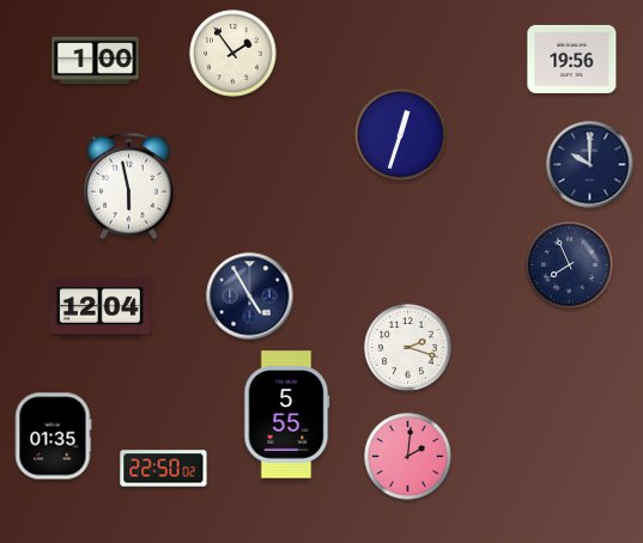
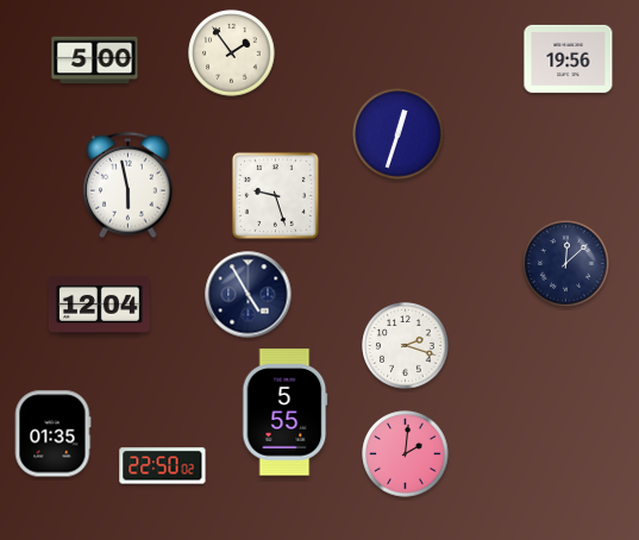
clock at (96, 61): 1:00 -> 5:00
clock at (590, 165): 10:00 -> none
clock at (275, 195): none -> 9:27
clock at (570, 266): 7:56 -> 12:08
